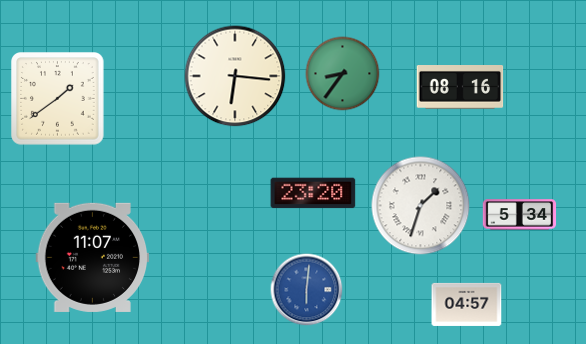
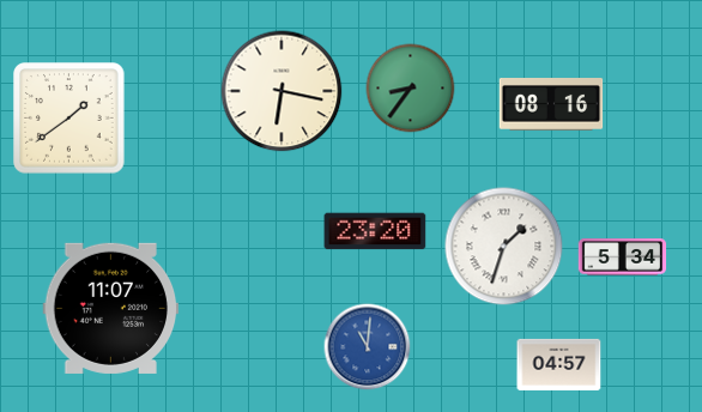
clock at (235, 76): 6:16 -> 6:17
clock at (307, 290): 6:01 -> 11:01
